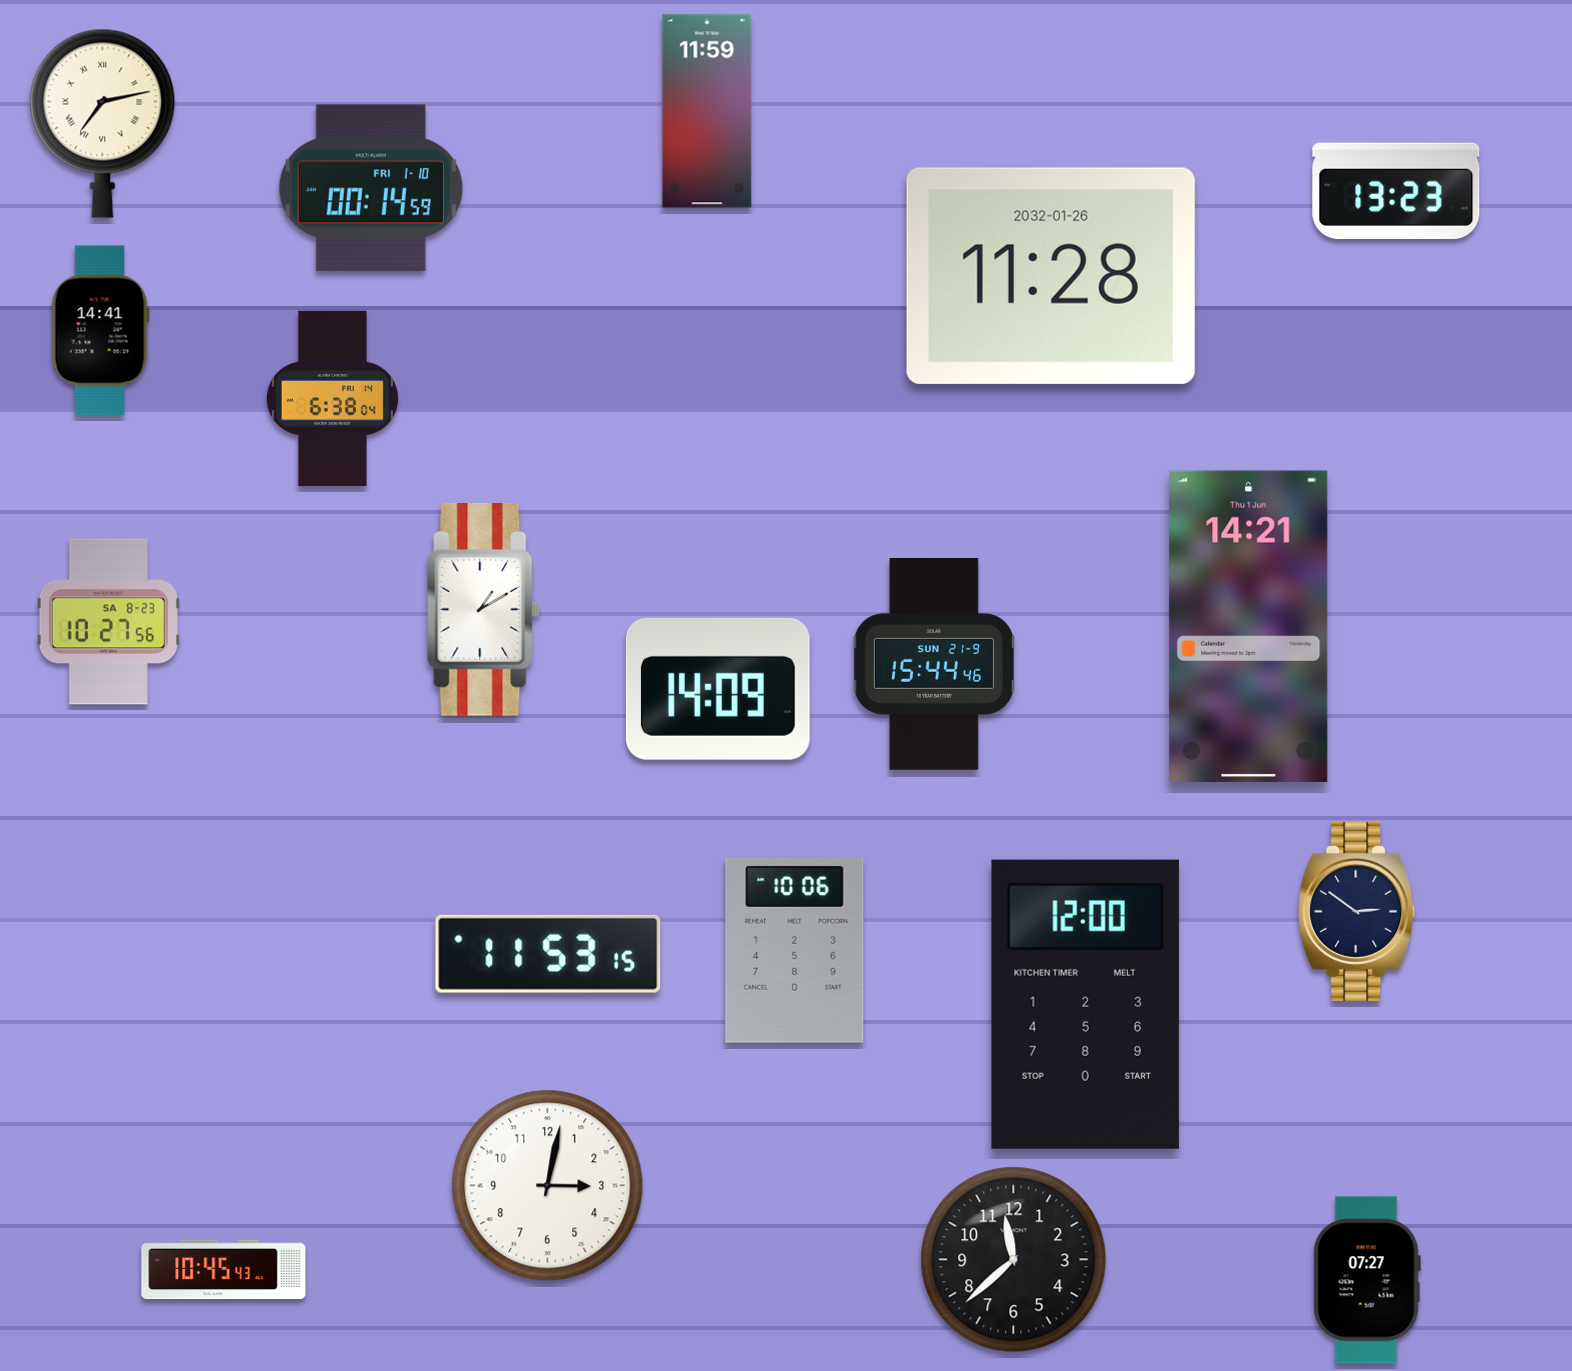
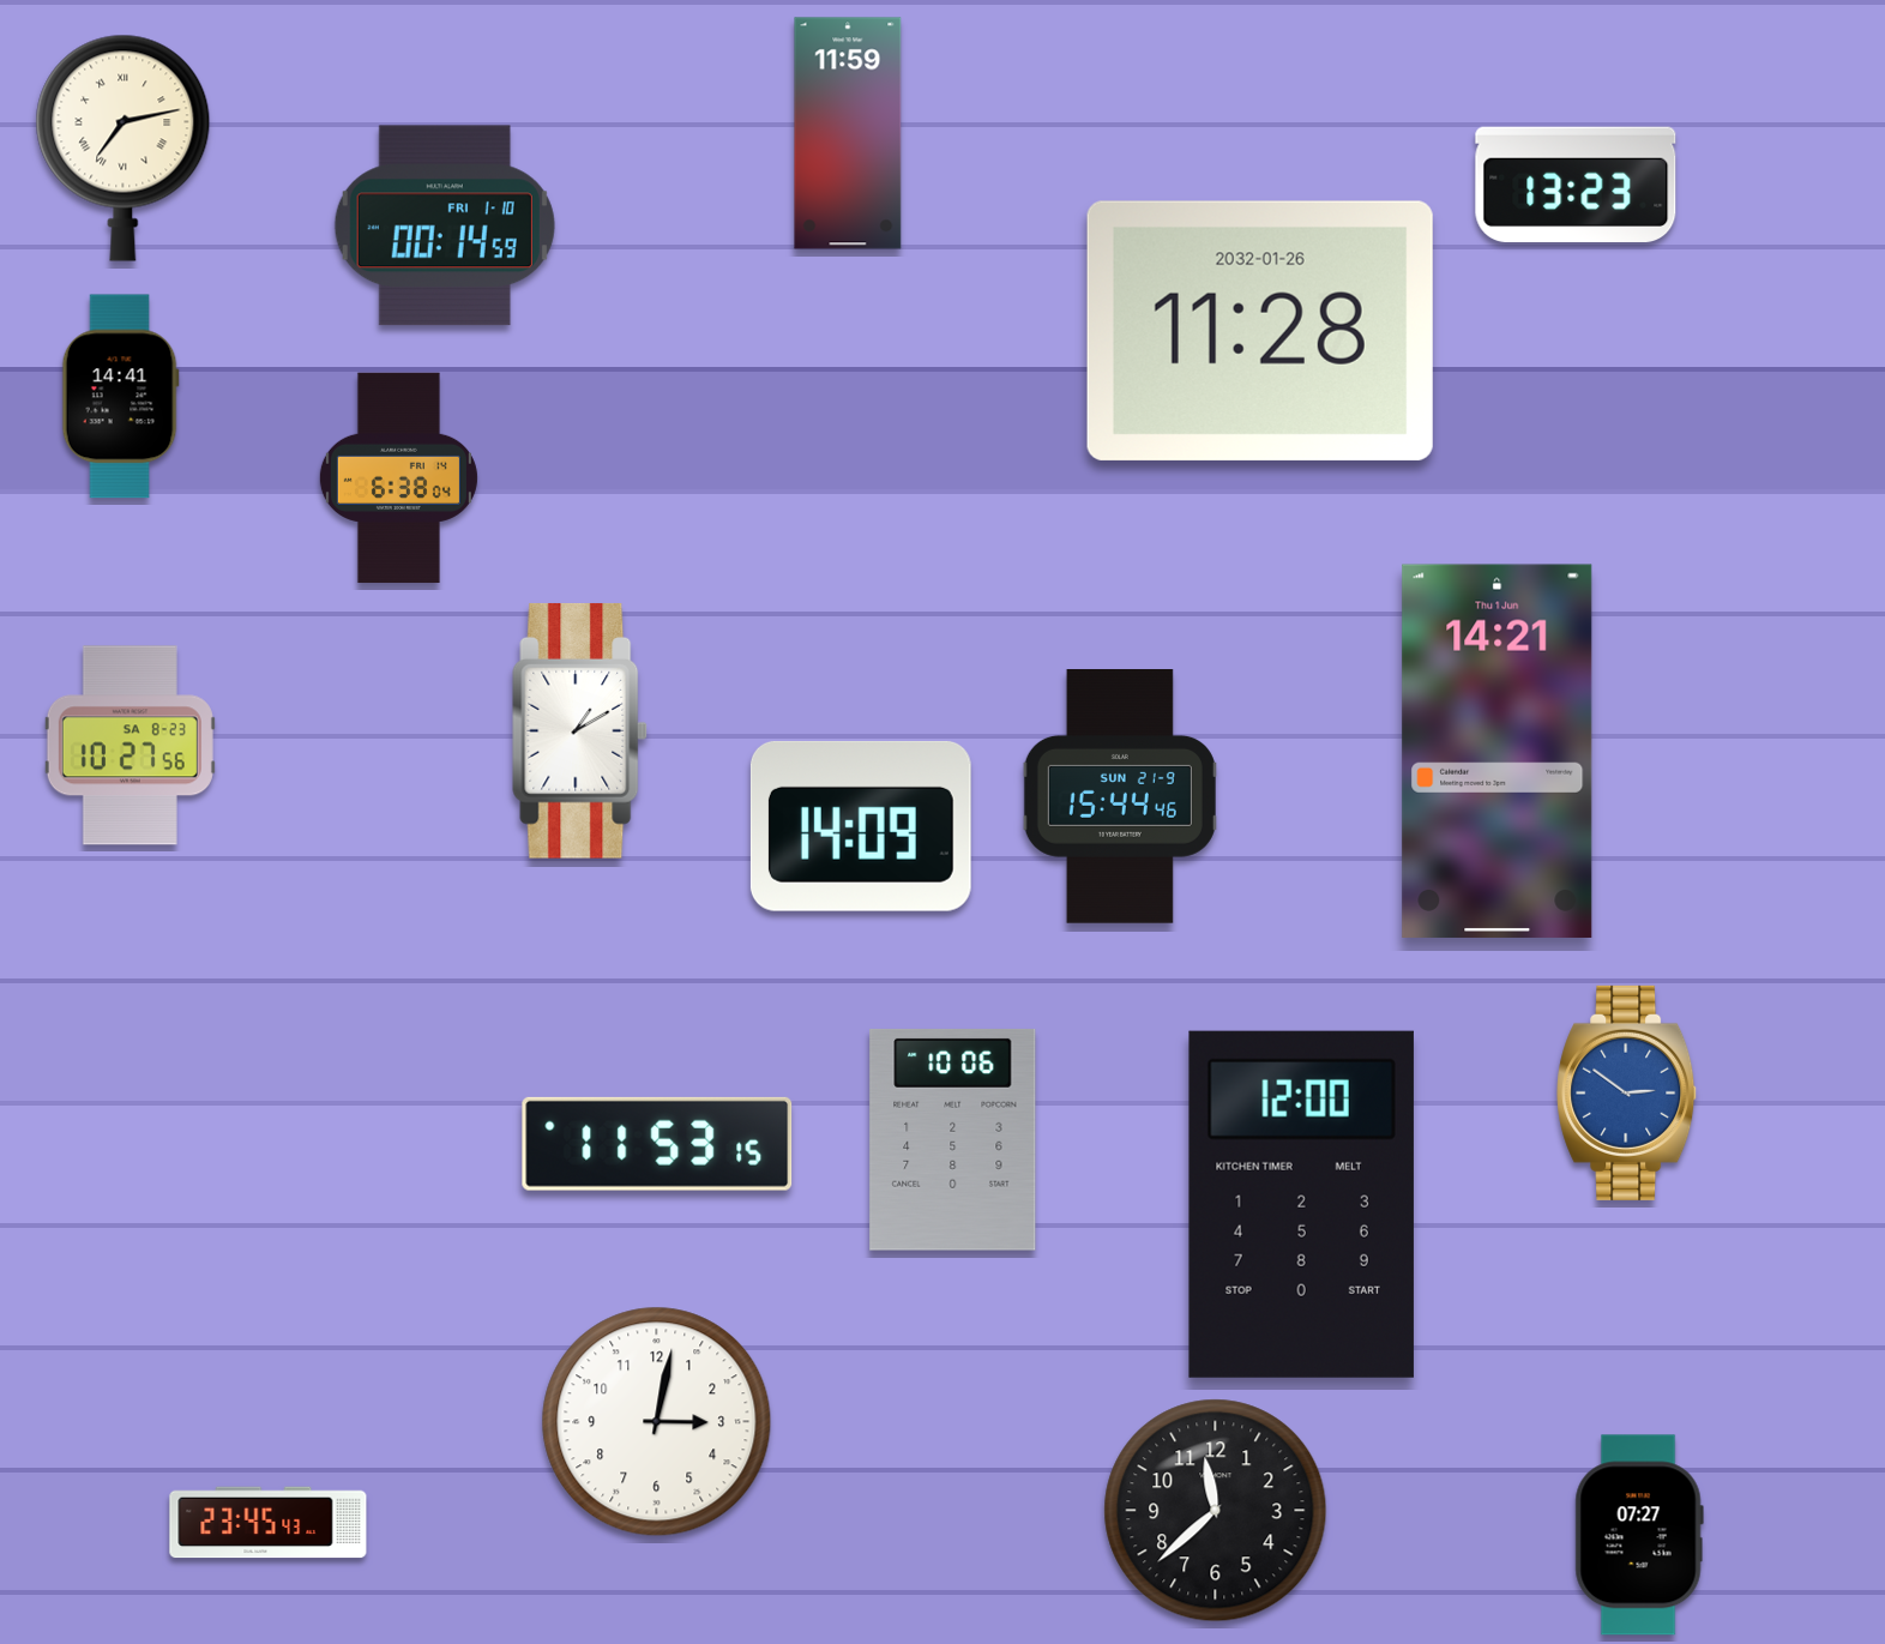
clock at (1396, 191) position: (1396, 191) -> (1576, 185)
clock at (1357, 911) dial: navy -> blue
clock at (224, 1270): 10:45 -> 23:45
